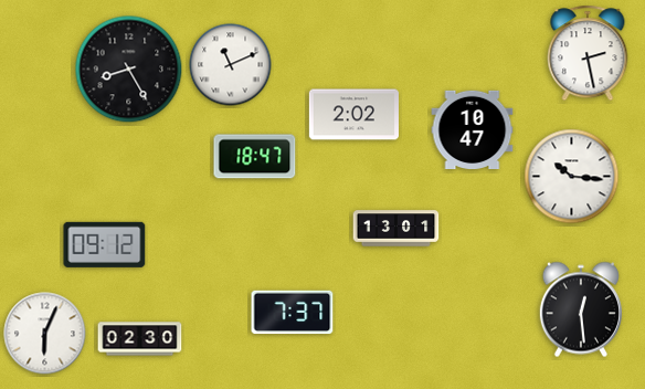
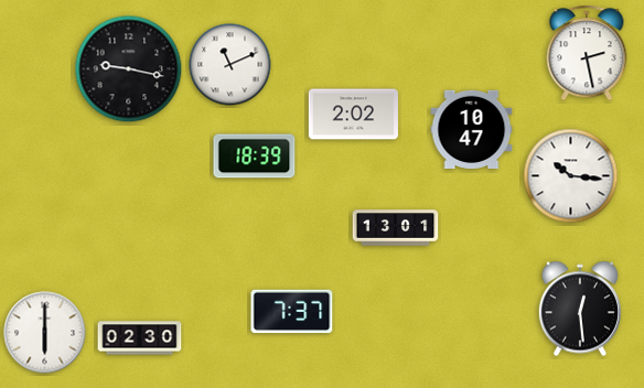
clock at (129, 70): 8:25 -> 9:17
clock at (255, 157): 18:47 -> 18:39
clock at (105, 244): 09:12 -> none
clock at (45, 334): 6:04 -> 6:00
